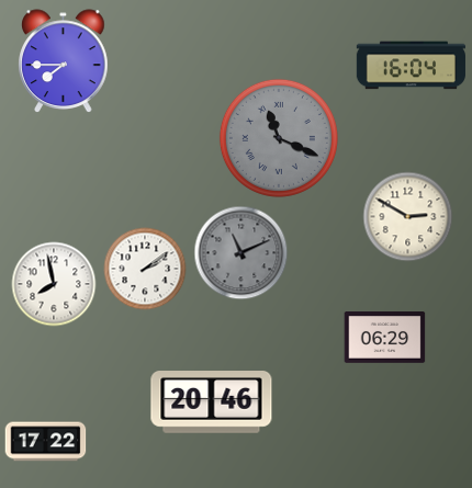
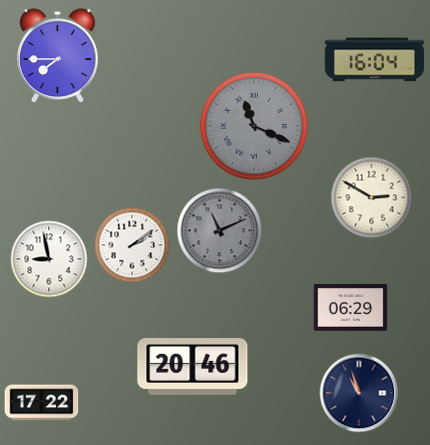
clock at (54, 284): 7:58 -> 8:58
clock at (359, 393): none -> 10:57
